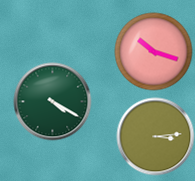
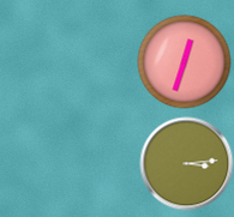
clock at (153, 51): 10:18 -> 12:33
clock at (52, 101): 4:20 -> none
